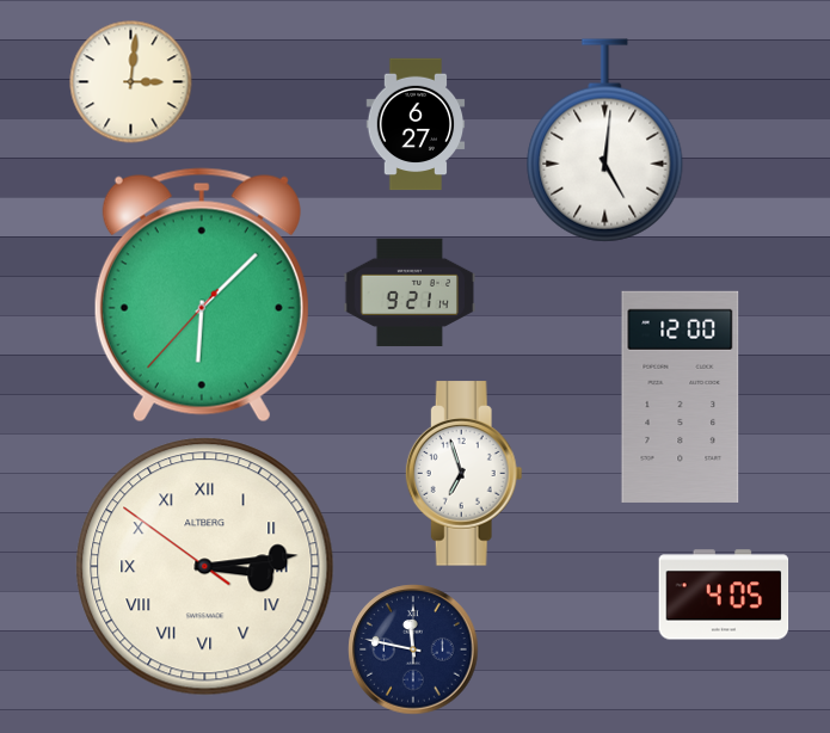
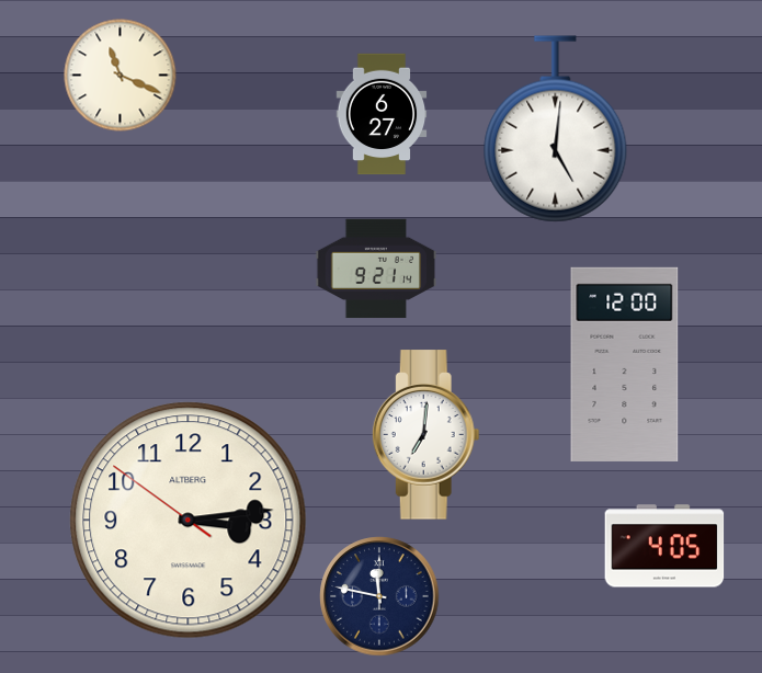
clock at (131, 82): 3:01 -> 11:19
clock at (202, 295): 6:07 -> none
clock at (463, 474): 6:57 -> 7:01
clock at (205, 567) numerals: Roman -> Arabic
